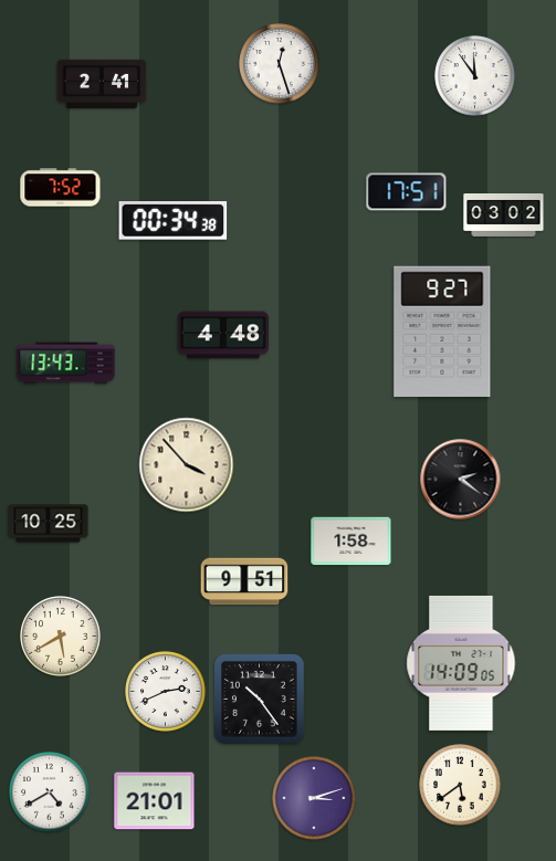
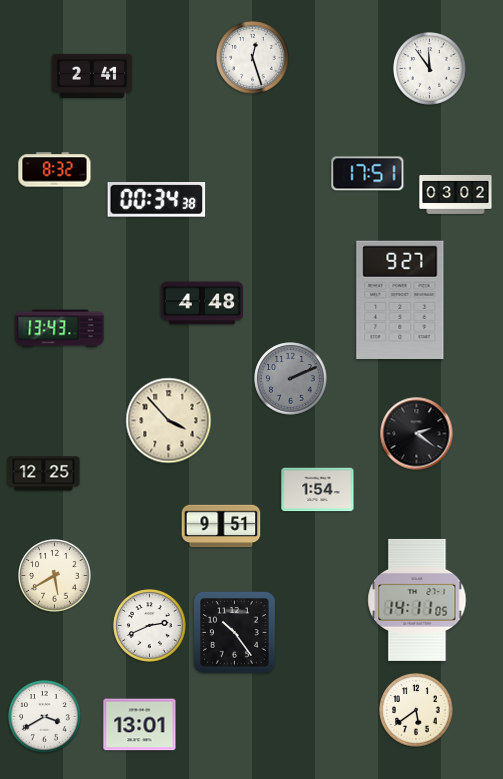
clock at (61, 188): 7:52 -> 8:32
clock at (291, 379): none -> 2:11
clock at (49, 524): 10:25 -> 12:25
clock at (352, 542): 1:58 -> 1:54
clock at (461, 663): 14:09 -> 14:11
clock at (50, 792): 4:40 -> 3:40
clock at (314, 798): 3:12 -> none
clock at (155, 801): 21:01 -> 13:01
